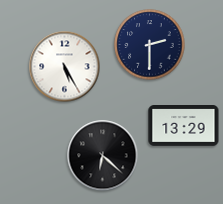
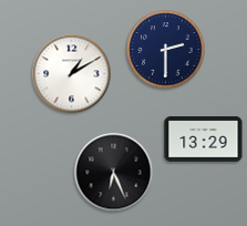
clock at (65, 67): 5:25 -> 1:10
clock at (103, 156): 6:22 -> 6:26
